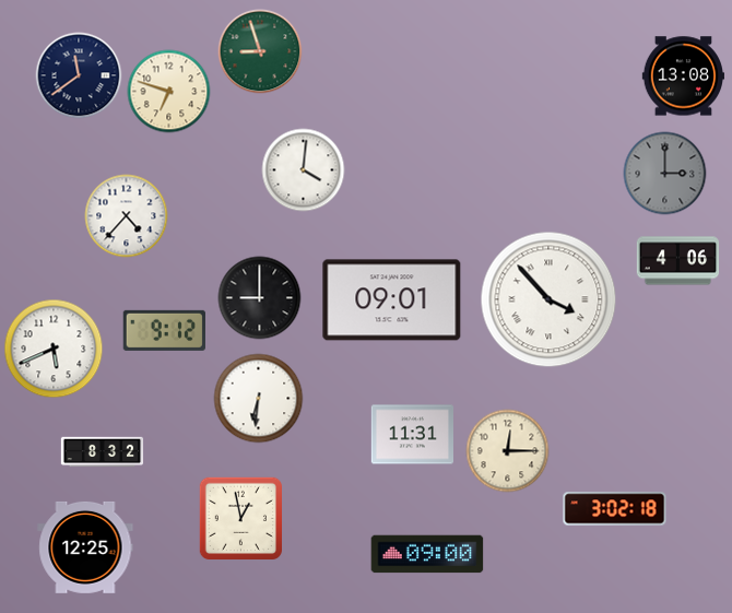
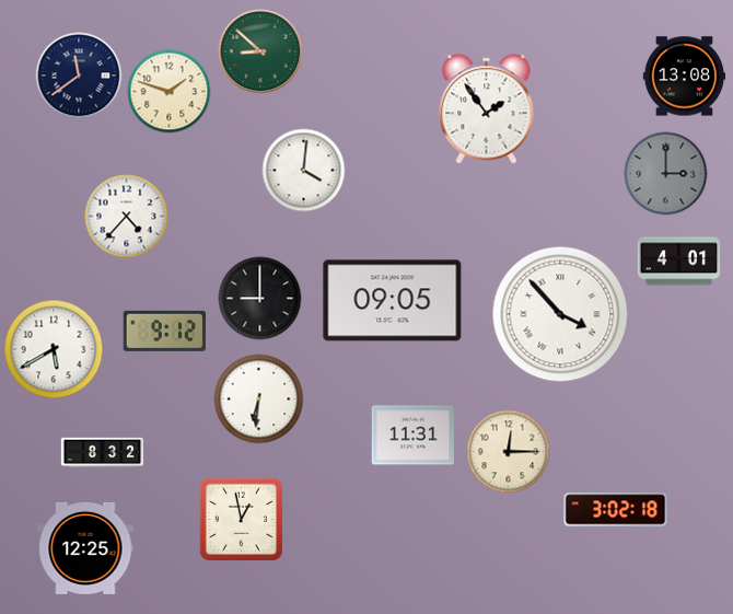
clock at (260, 51): 8:57 -> 8:52
clock at (169, 92): 6:48 -> 1:48
clock at (487, 109): none -> 1:54
clock at (678, 261): 4:06 -> 4:01
clock at (548, 299) position: (548, 299) -> (560, 314)
clock at (392, 300): 09:01 -> 09:05
clock at (54, 349): 5:41 -> 5:40
clock at (427, 554): 09:00 -> none
